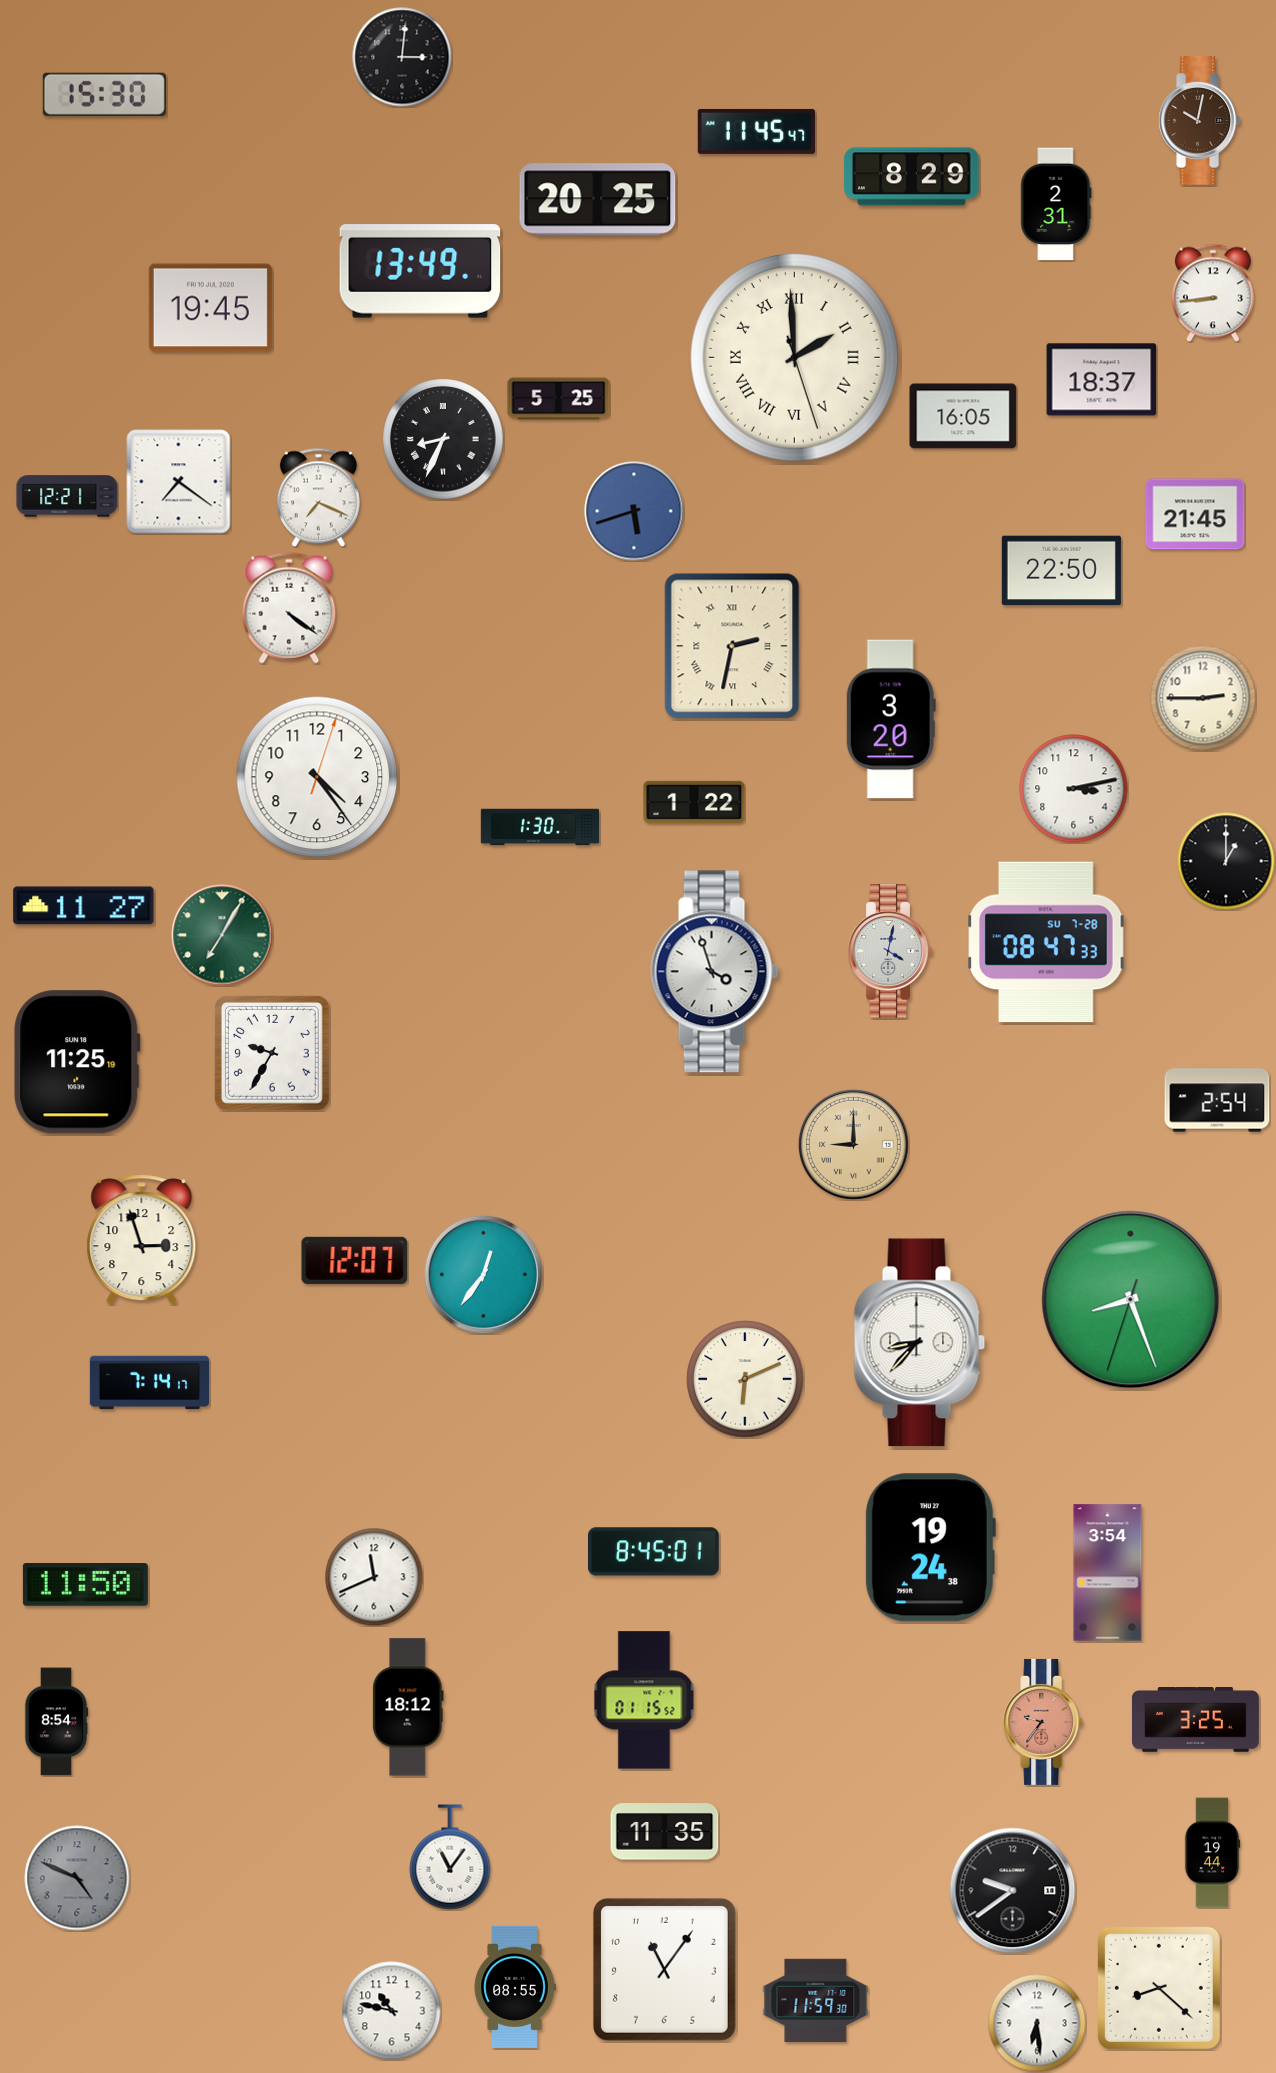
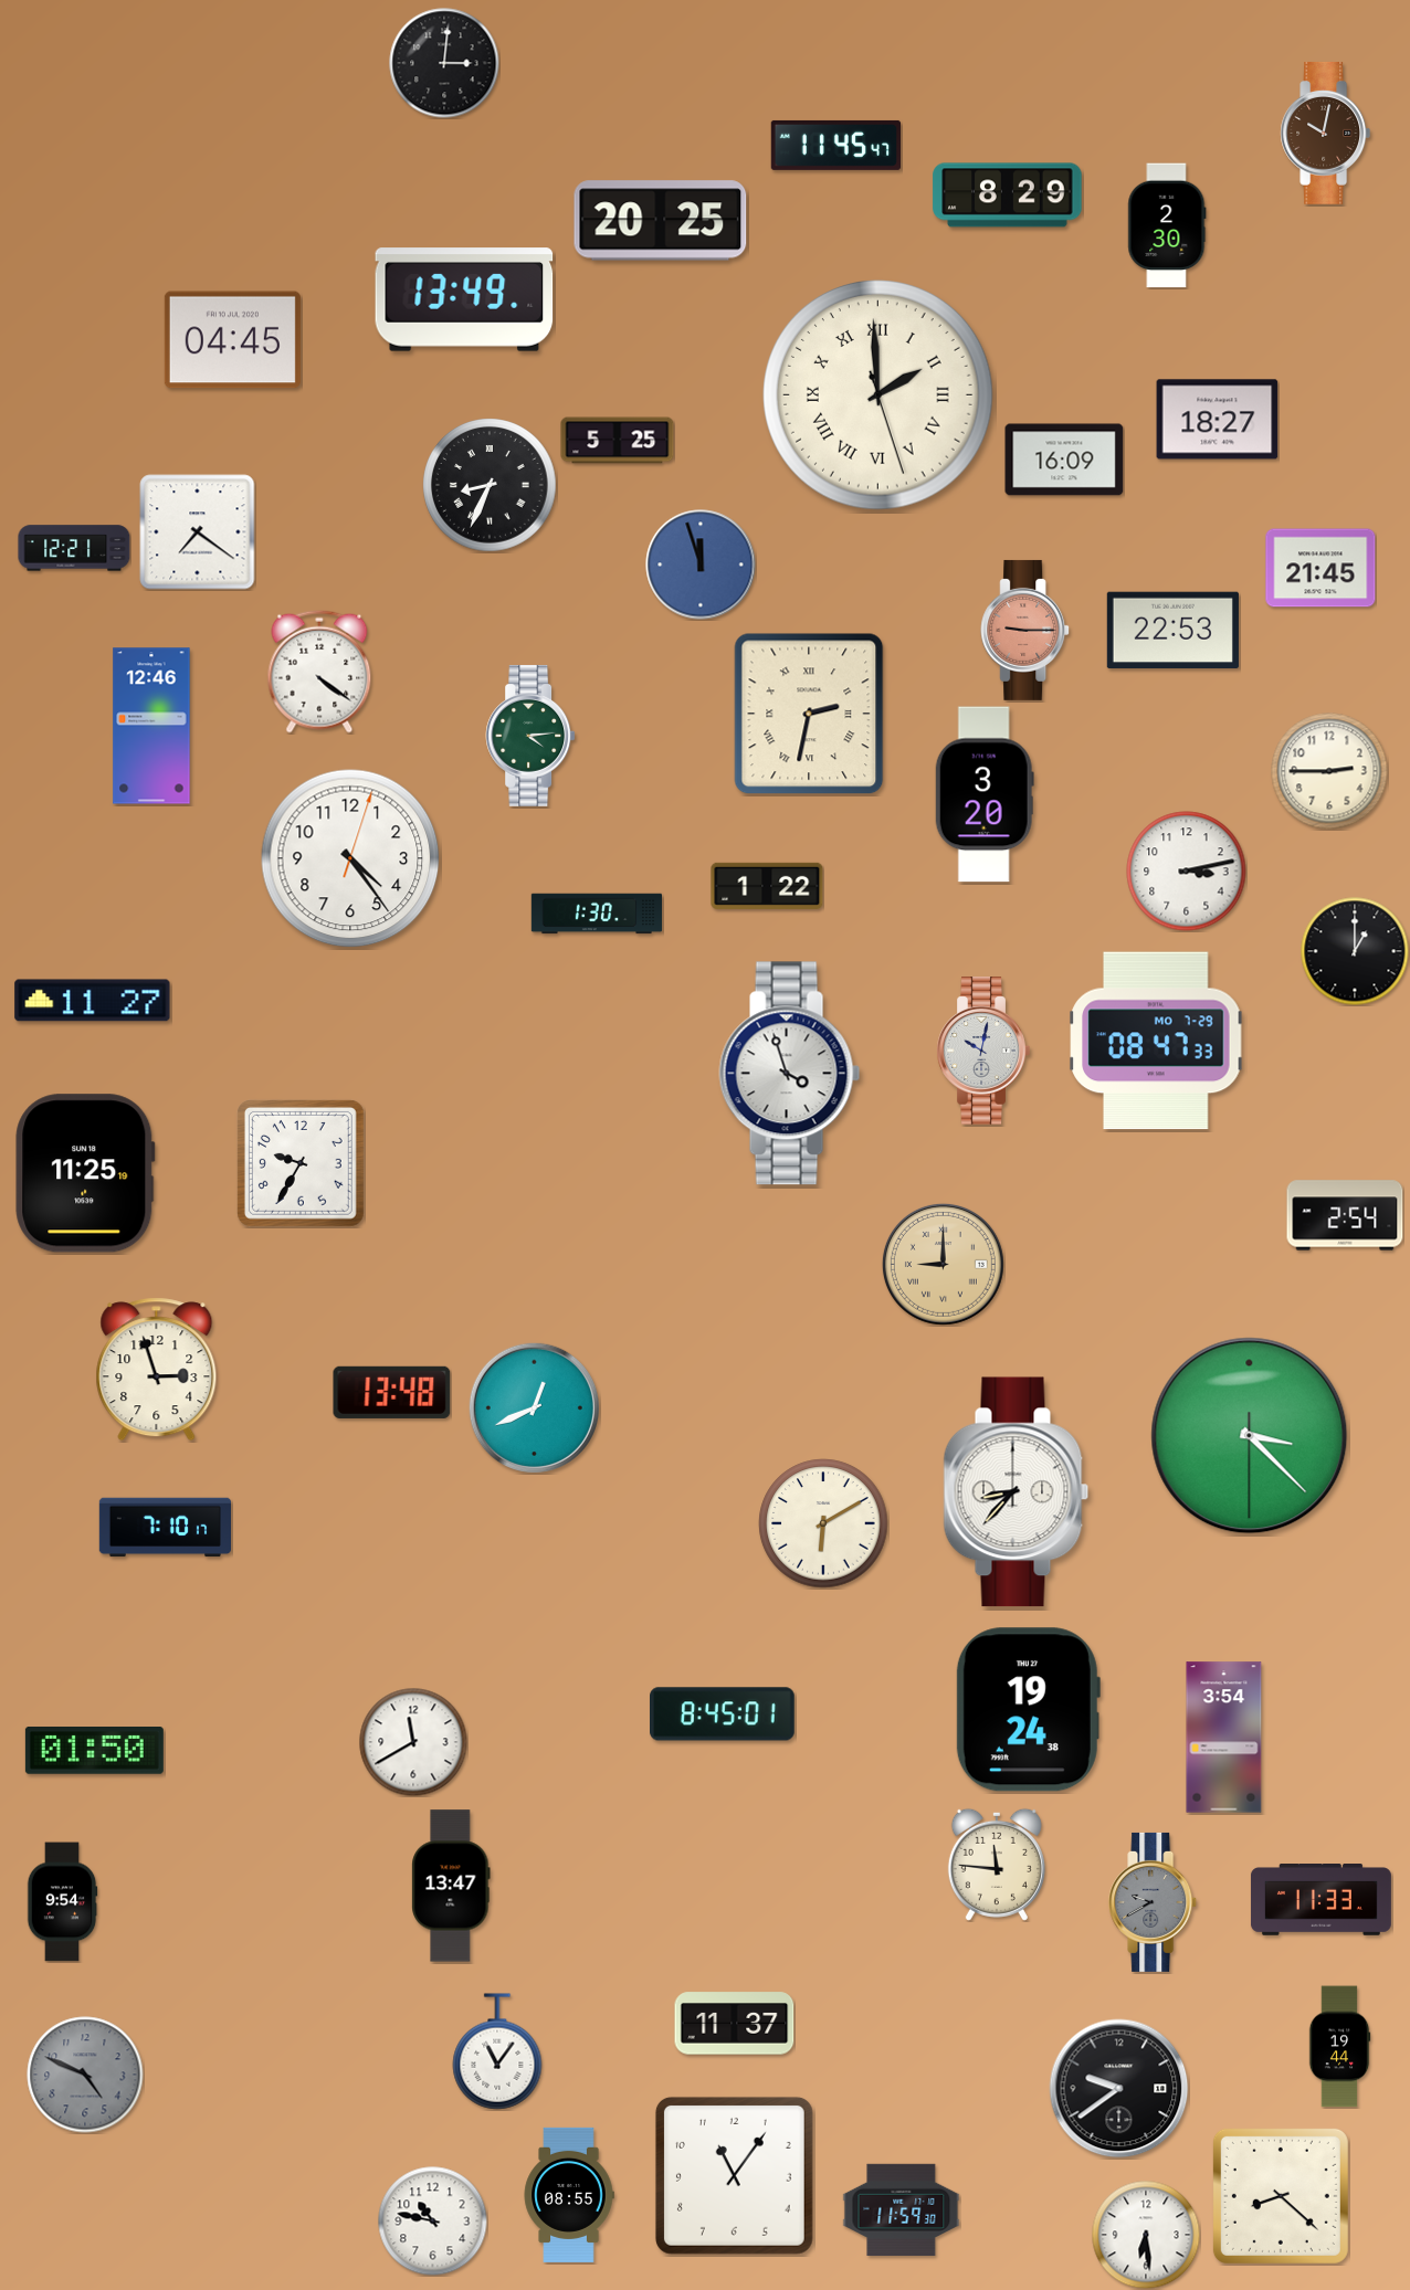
clock at (104, 94): 15:30 -> none
clock at (1056, 204): 2:31 -> 2:30
clock at (1214, 293): 8:44 -> none
clock at (210, 308): 19:45 -> 04:45
clock at (1102, 380): 18:37 -> 18:27
clock at (963, 416): 16:05 -> 16:09
clock at (318, 497): 7:19 -> none
clock at (634, 511): 5:42 -> 11:57
clock at (1025, 630): none -> 9:15
clock at (1061, 571): 22:50 -> 22:53
clock at (151, 726): none -> 12:46
clock at (530, 736): none -> 4:14
clock at (222, 935): 7:05 -> none
clock at (1046, 942) date: SU 7-28 -> MO 7-29
clock at (890, 951): 4:02 -> 10:02
clock at (355, 1260): 12:07 -> 13:48
clock at (483, 1274): 12:36 -> 12:41
clock at (1131, 1300): 8:26 -> 3:22
clock at (920, 1343) position: (920, 1343) -> (1017, 1492)
clock at (745, 1379): 6:11 -> 6:10
clock at (149, 1383): 7:14 -> 7:10
clock at (374, 1577): 11:41 -> 11:40
clock at (85, 1585): 11:50 -> 01:50
clock at (997, 1865): none -> 11:46
clock at (644, 1700): 01:15 -> none
clock at (408, 1707): 18:12 -> 13:47
clock at (1195, 1720): 3:25 -> 11:33
clock at (56, 1722): 8:54 -> 9:54
clock at (1044, 1722): 9:36 -> 9:40
clock at (1044, 1722) dial: salmon -> grey
clock at (665, 1832): 11:35 -> 11:37
